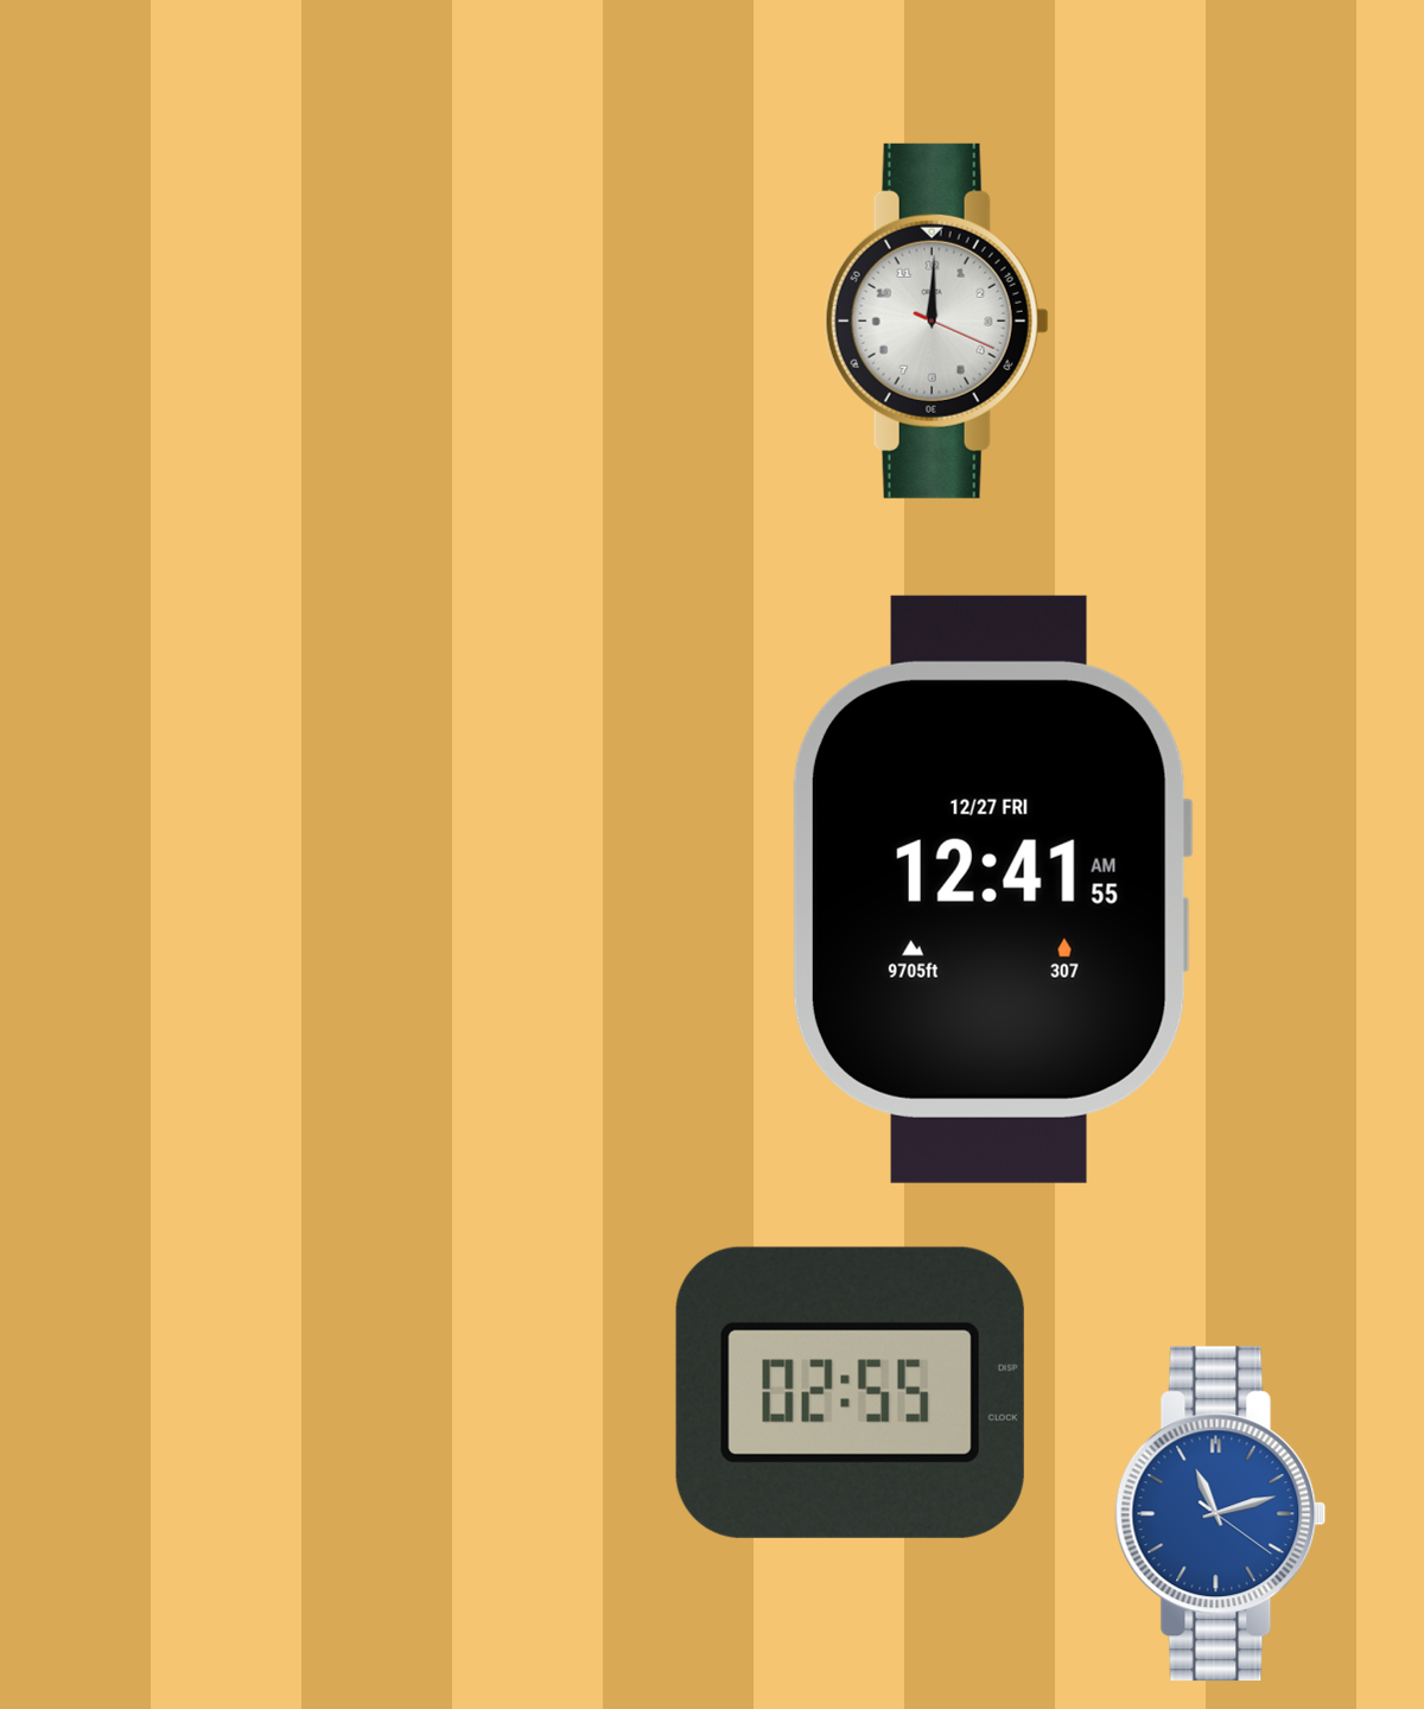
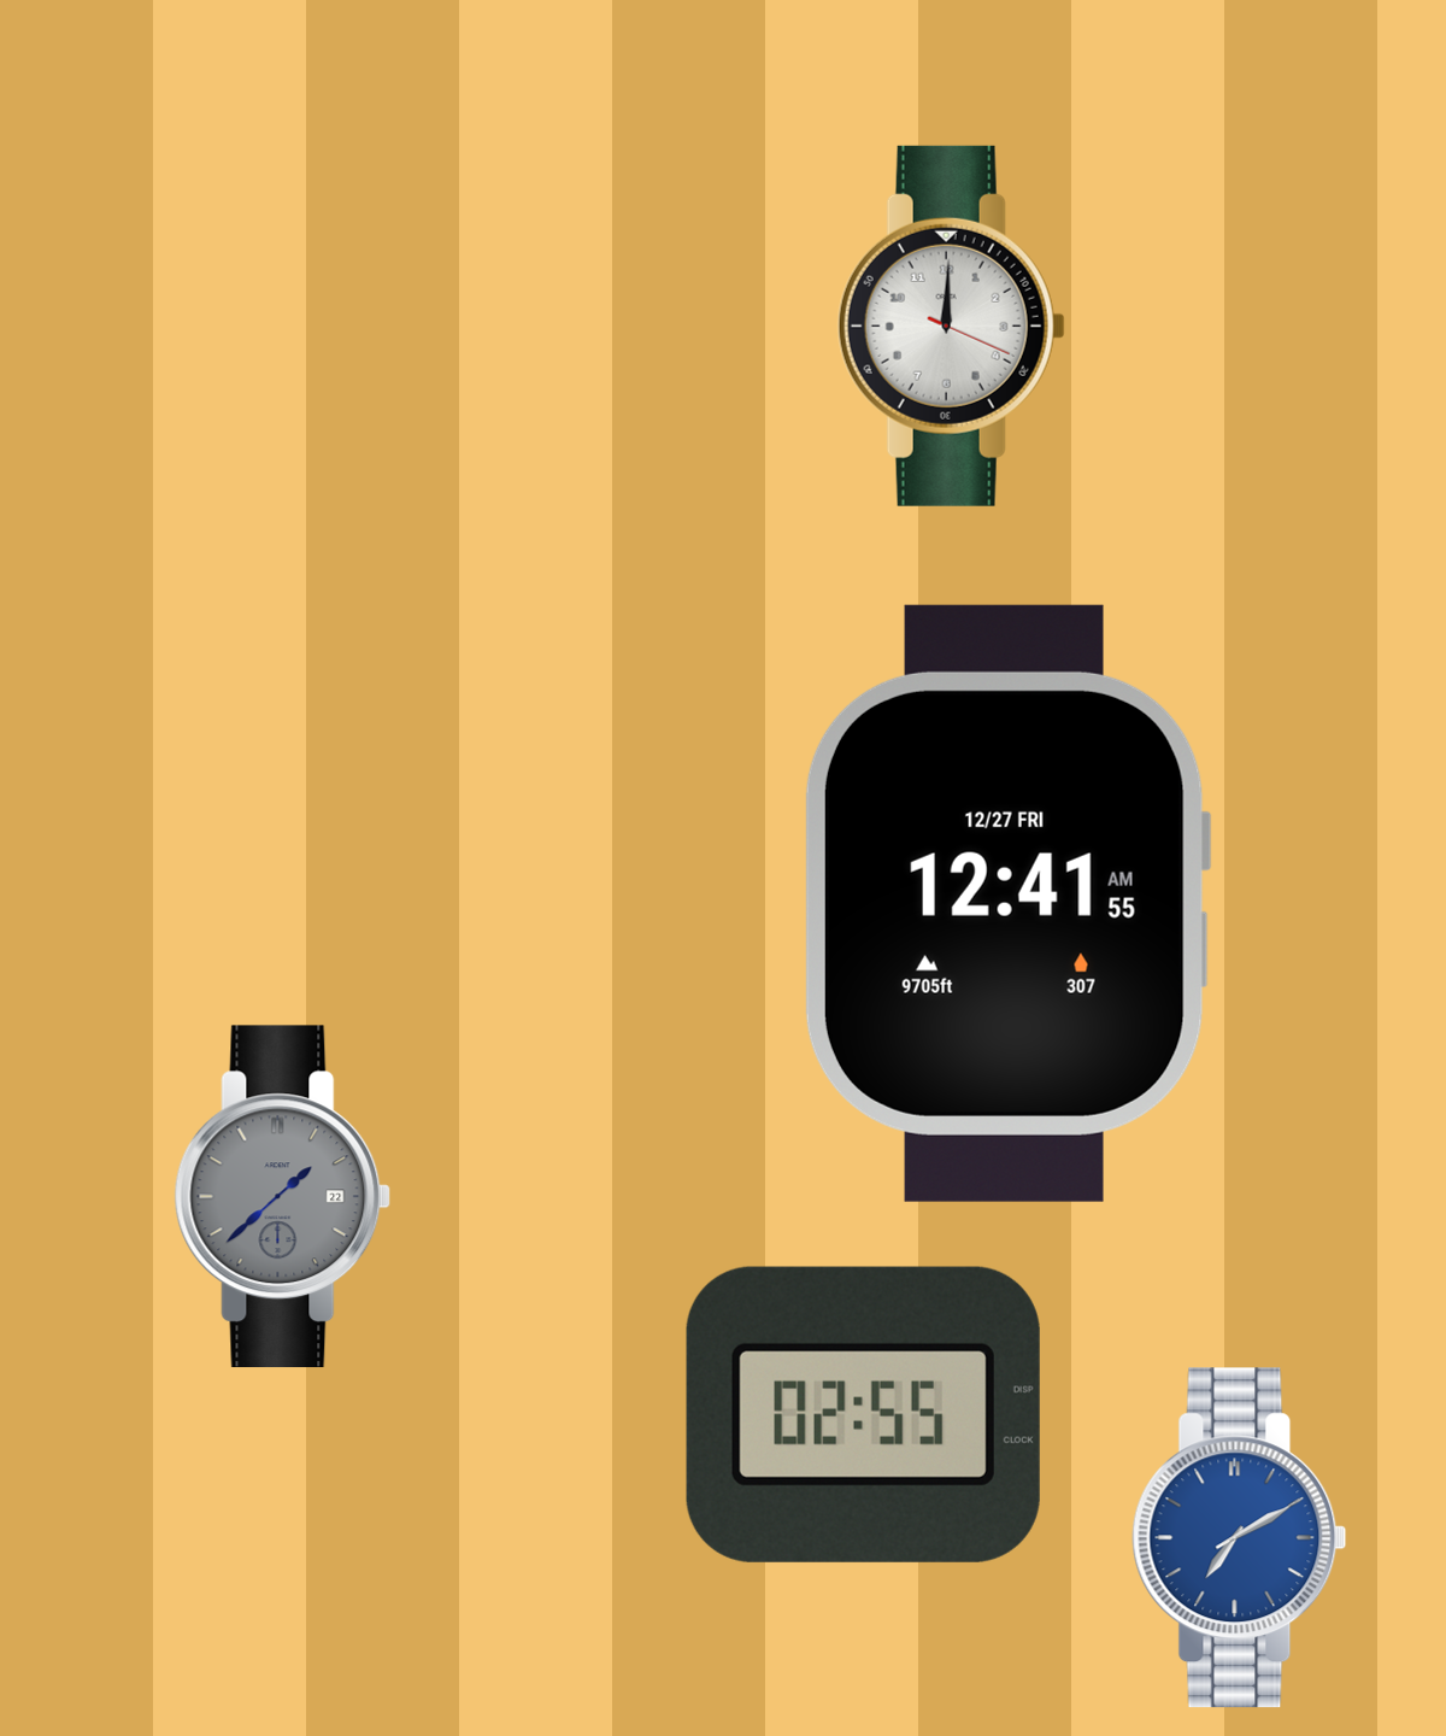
clock at (283, 1197): none -> 1:38
clock at (1221, 1514): 11:12 -> 7:10
